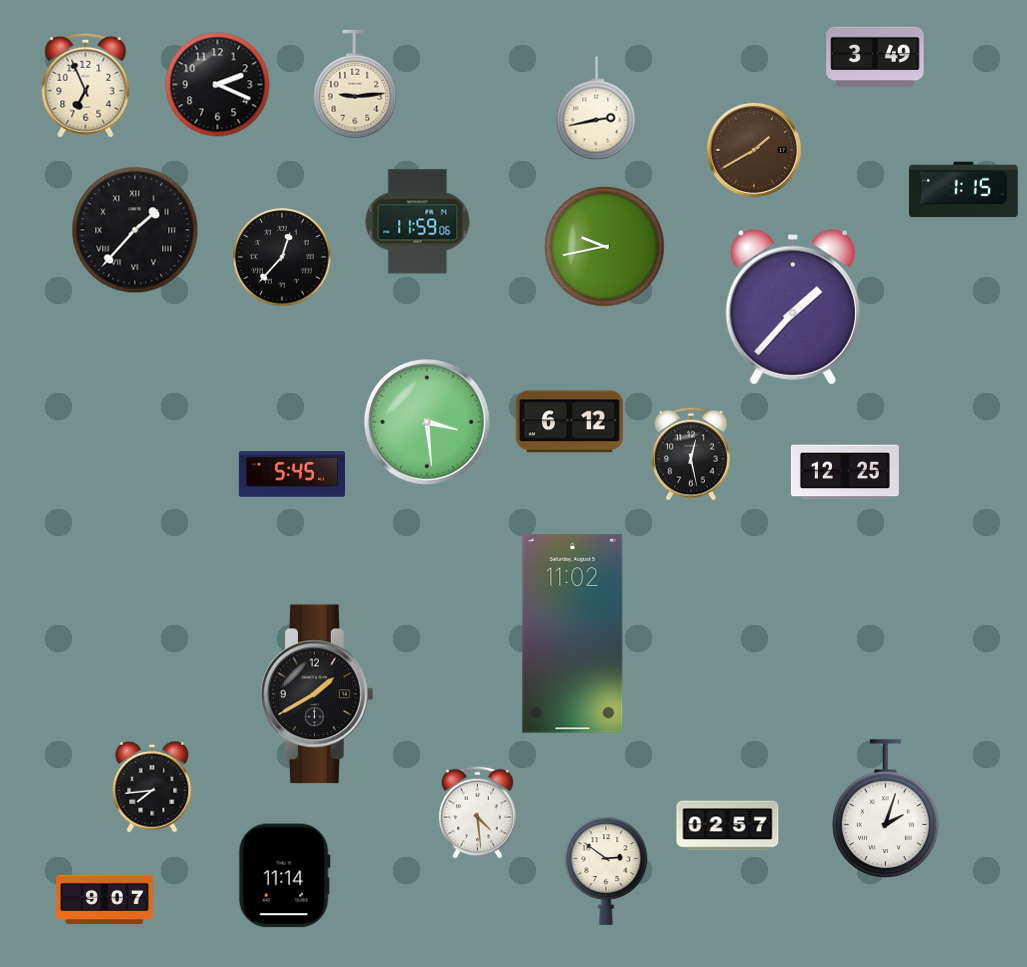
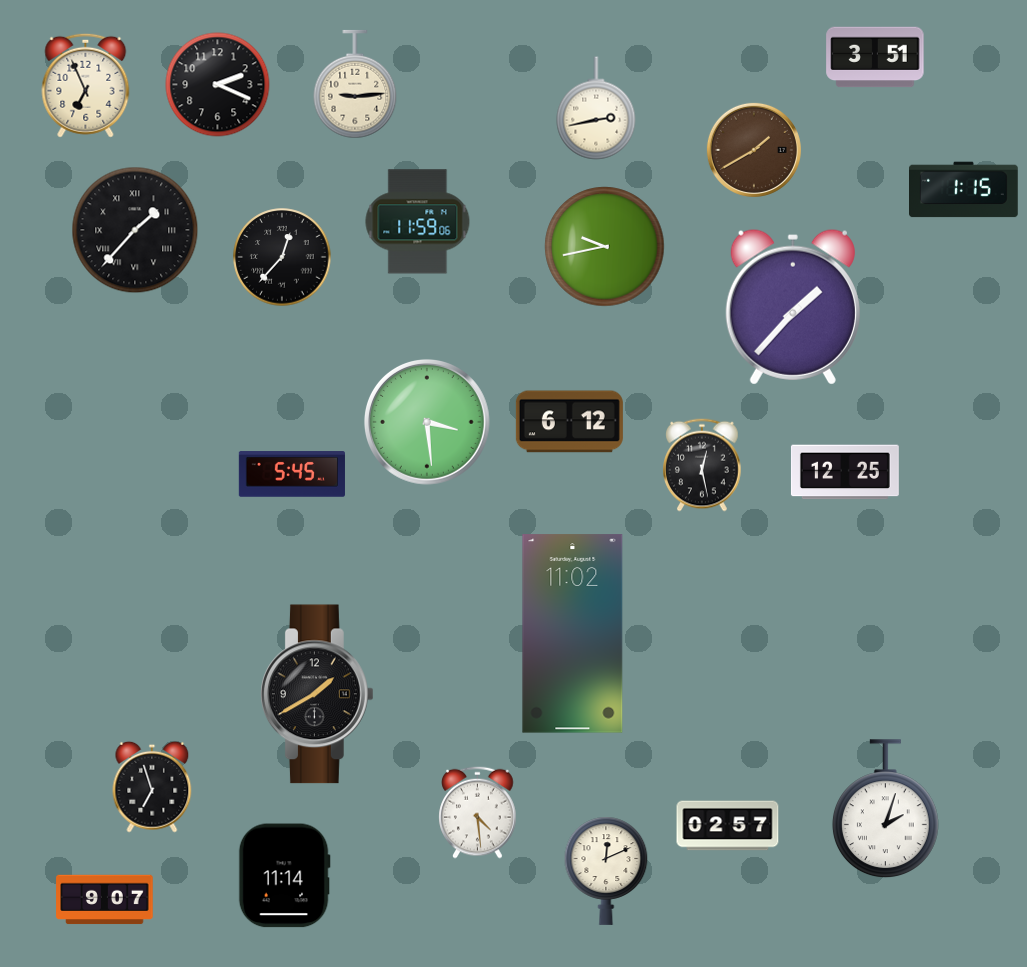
clock at (875, 57): 3:49 -> 3:51
clock at (692, 454) position: (692, 454) -> (703, 465)
clock at (152, 787): 7:44 -> 6:57
clock at (606, 871): 2:51 -> 12:11
